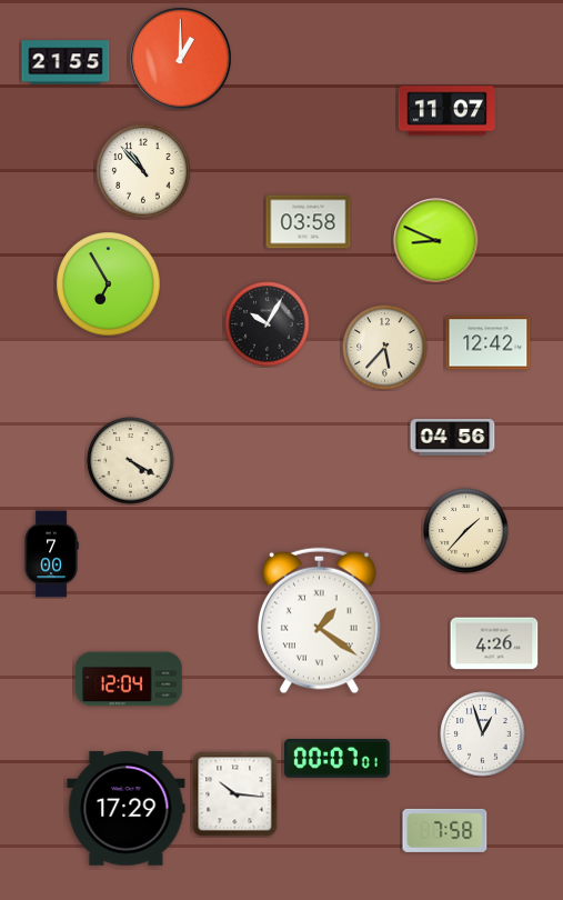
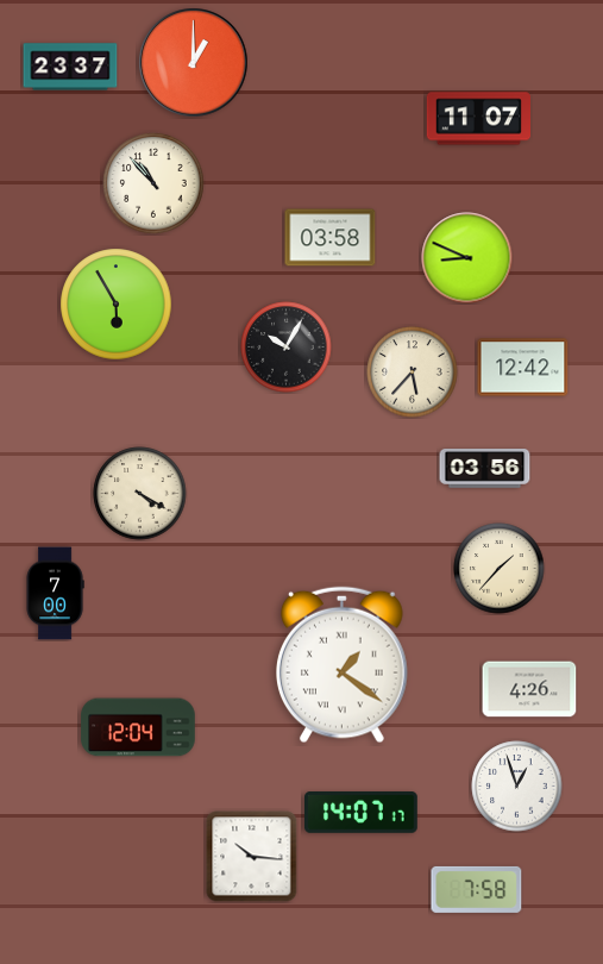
clock at (66, 62): 21:55 -> 23:37
clock at (109, 284): 6:55 -> 5:55
clock at (453, 438): 04:56 -> 03:56
clock at (338, 759): 00:07 -> 14:07
clock at (235, 794) position: (235, 794) -> (252, 857)
clock at (127, 809): 17:29 -> none
